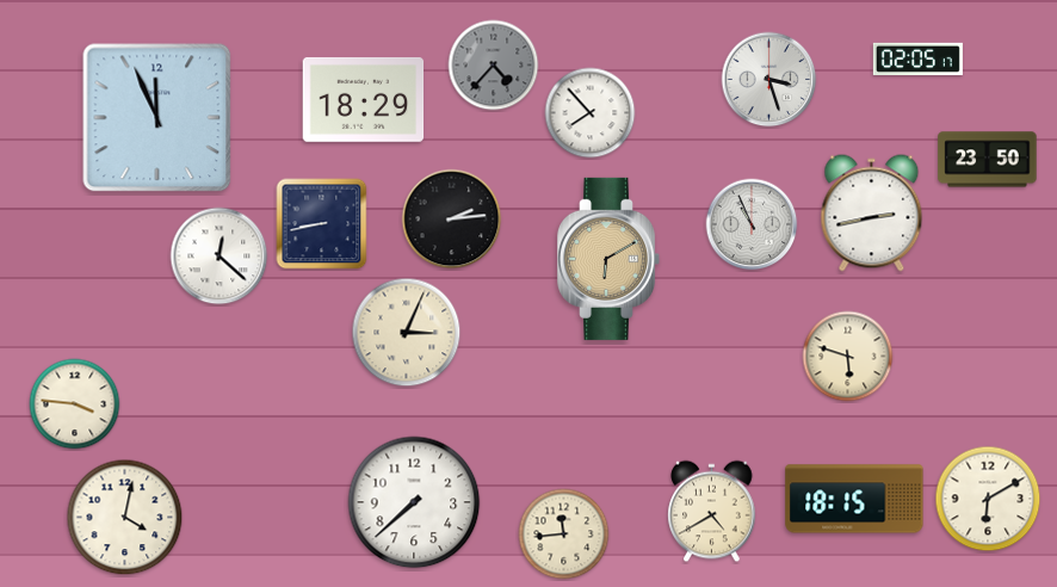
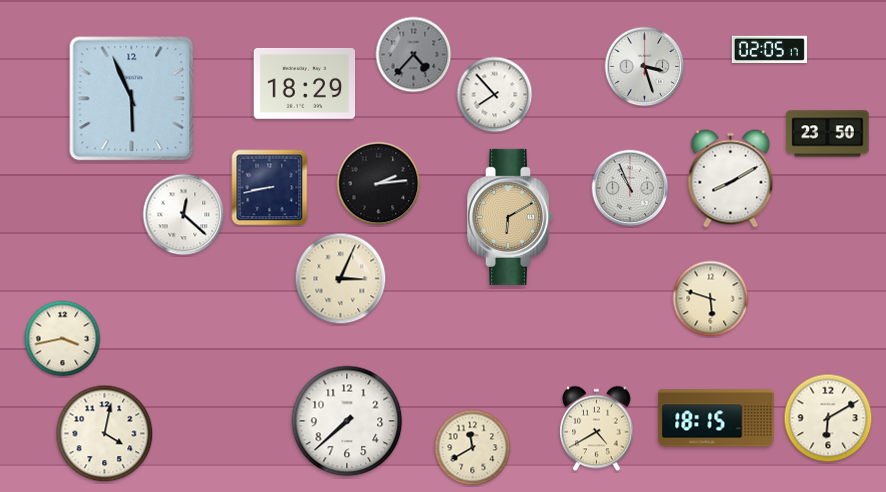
clock at (157, 118): 11:56 -> 5:56
clock at (872, 214): 2:43 -> 8:10
clock at (75, 404): 3:46 -> 3:43
clock at (564, 535): 11:44 -> 11:40
